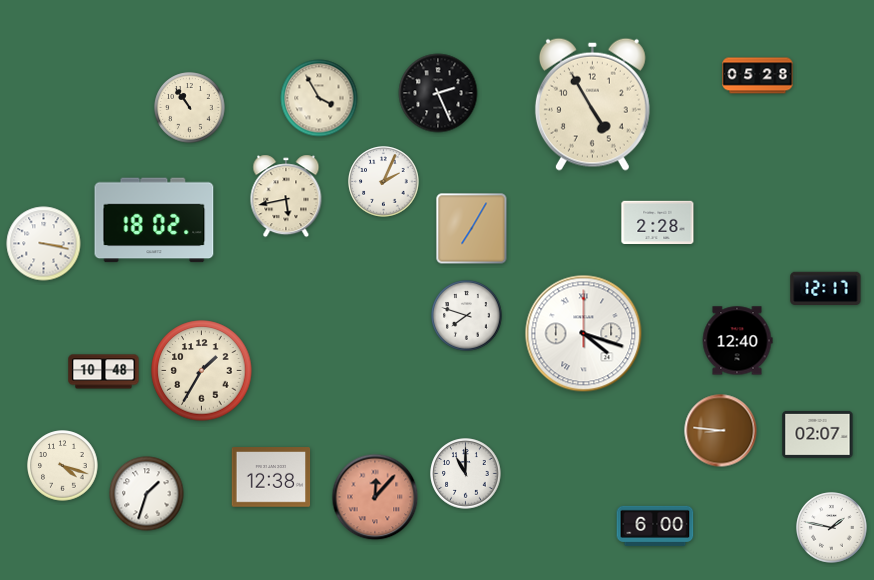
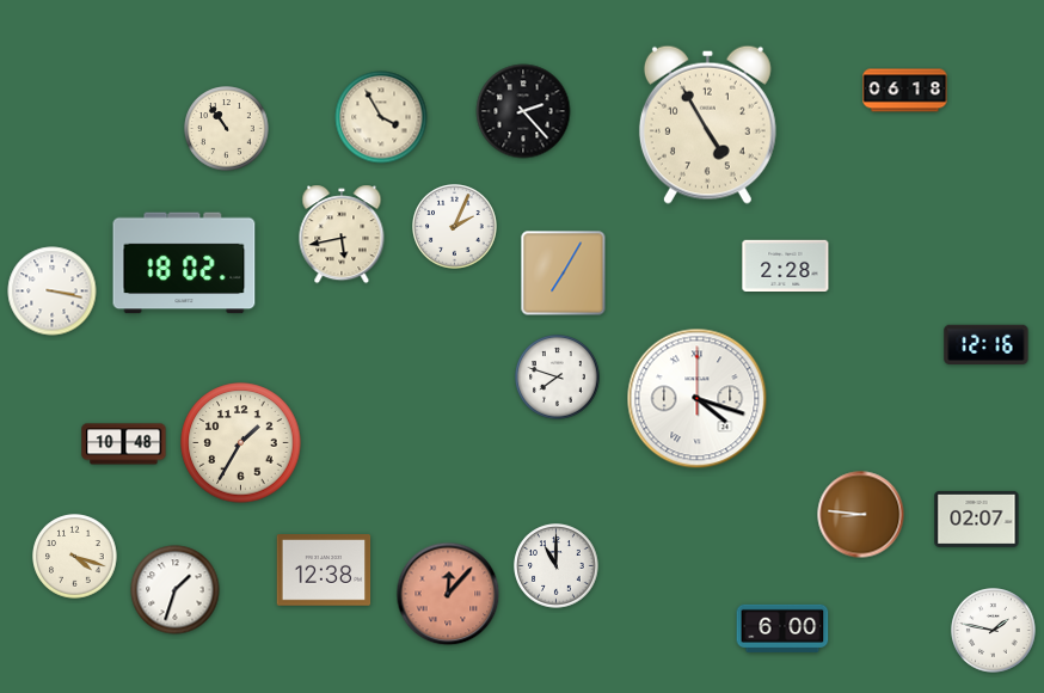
clock at (758, 76): 05:28 -> 06:18
clock at (438, 93): 2:26 -> 2:23
clock at (384, 182) position: (384, 182) -> (455, 227)
clock at (826, 289): 12:17 -> 12:16
clock at (737, 341): 12:40 -> none
